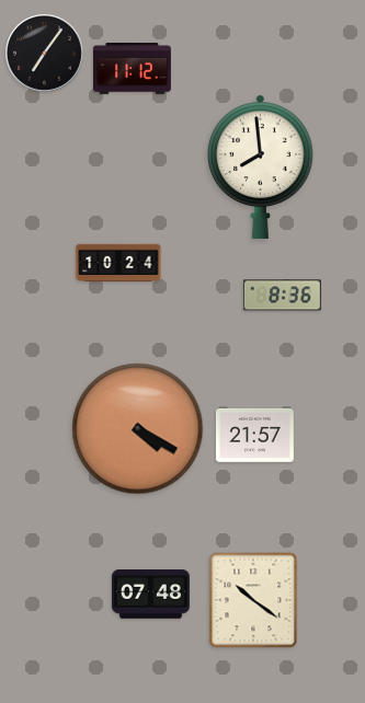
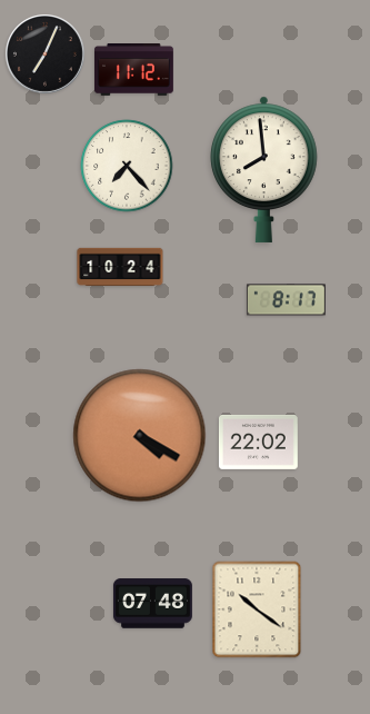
clock at (44, 53): 7:06 -> 7:04
clock at (127, 166): none -> 7:23
clock at (282, 296): 8:36 -> 8:17
clock at (254, 435): 21:57 -> 22:02
